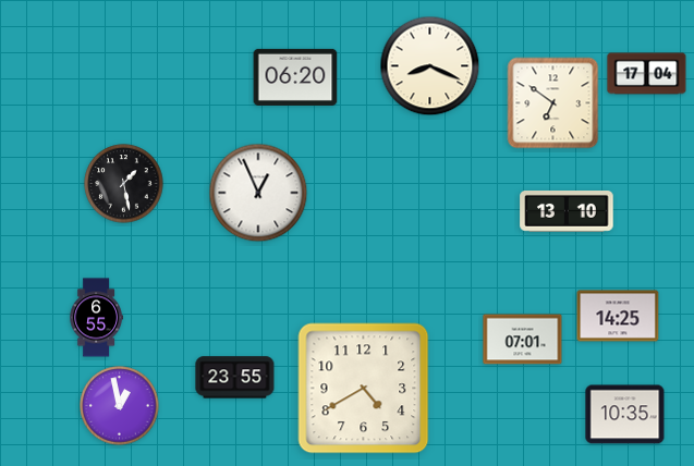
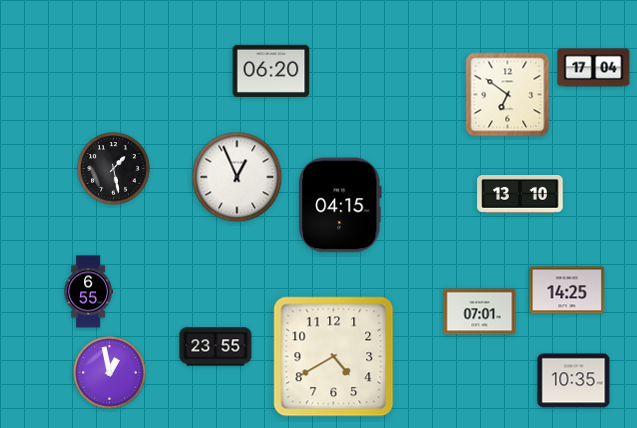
clock at (430, 66): 8:19 -> none
clock at (340, 205): none -> 04:15
